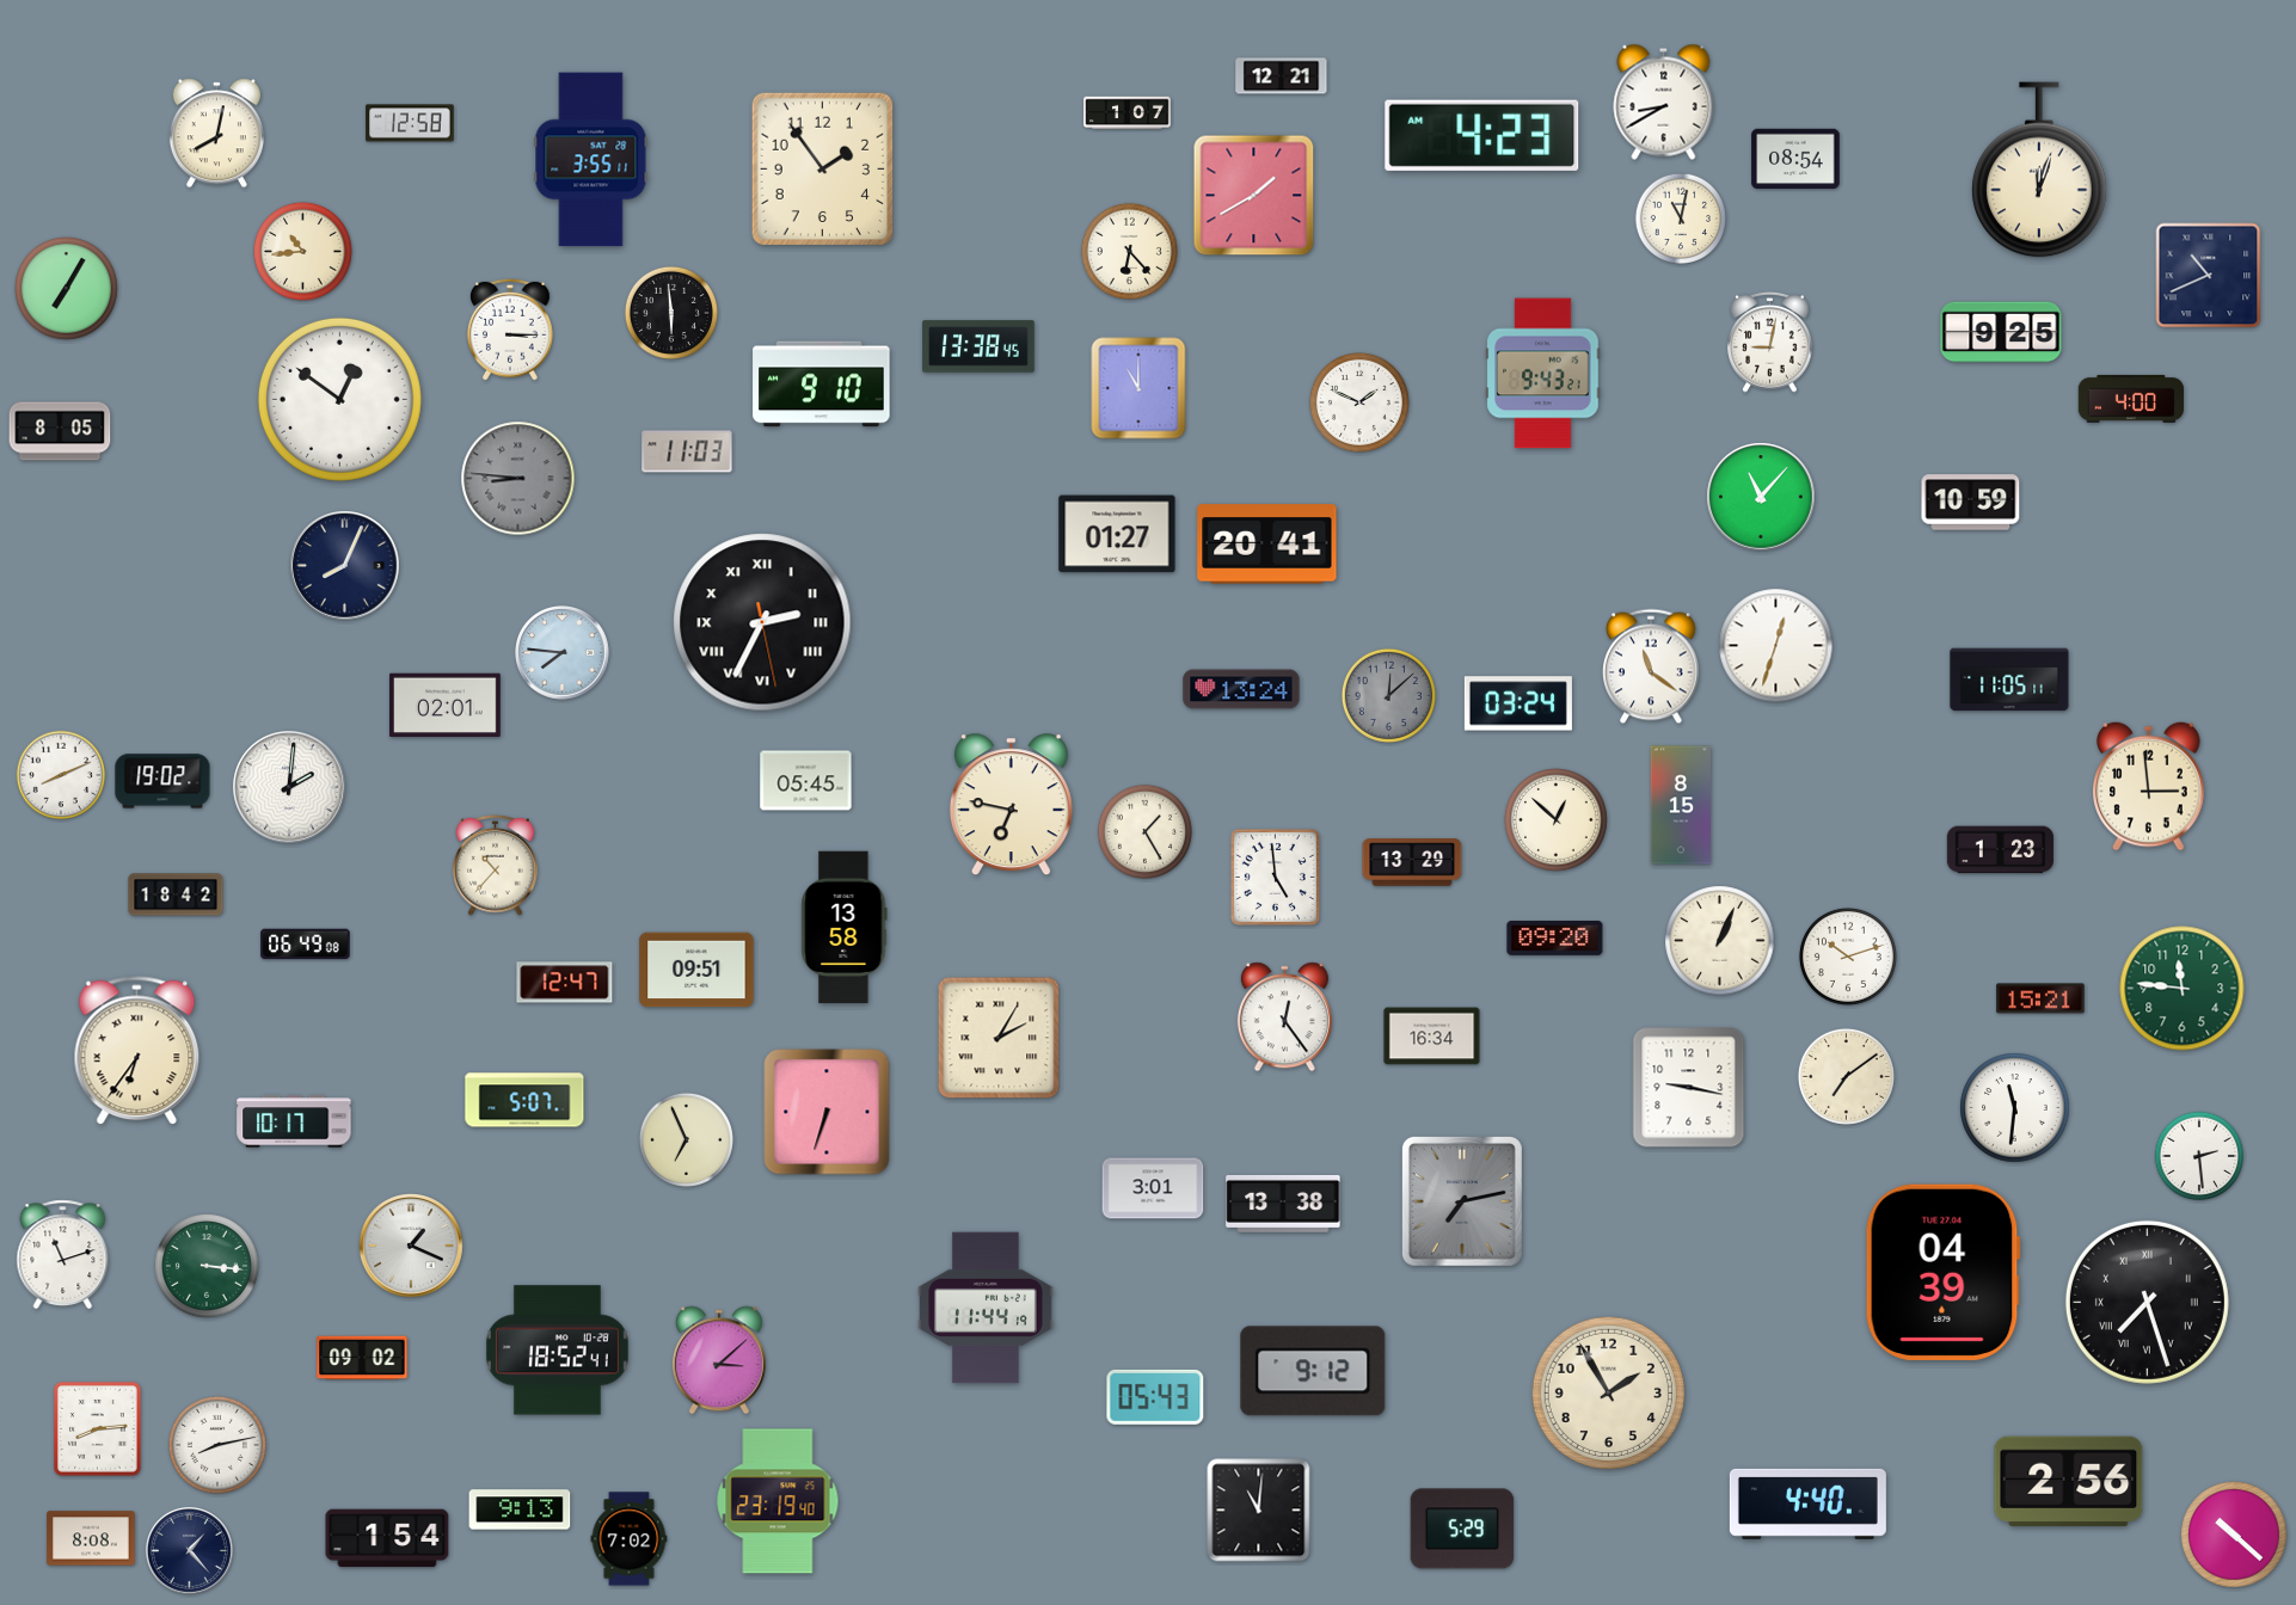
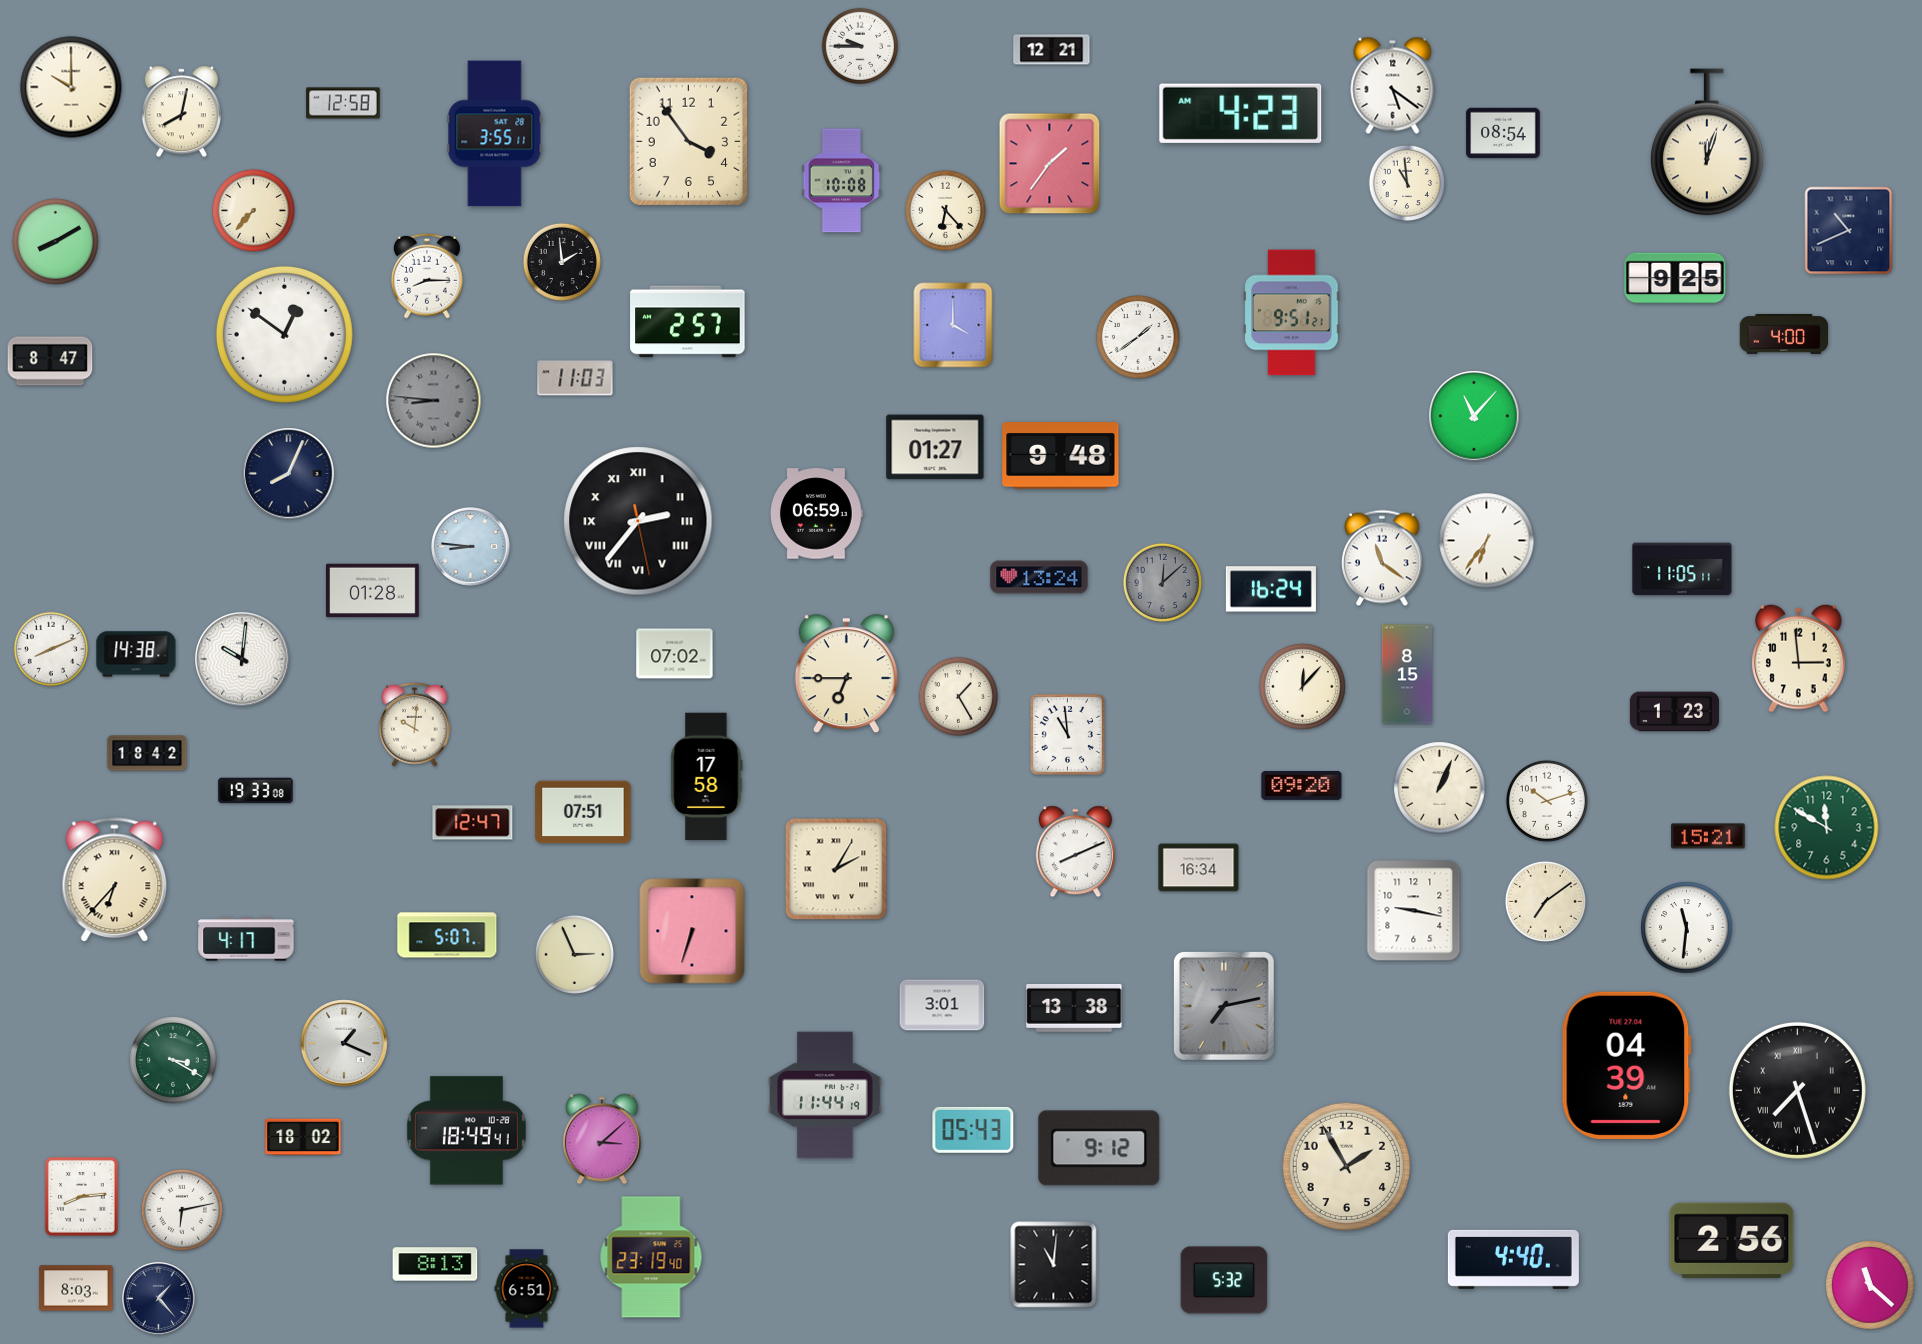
clock at (859, 45): none -> 9:45
clock at (1282, 76) position: (1282, 76) -> (1052, 50)
clock at (1664, 102): 8:40 -> 5:21
clock at (71, 87): none -> 10:00
clock at (1128, 113): 1:07 -> none
clock at (823, 170): 1:54 -> 3:54
clock at (1254, 196): 1:40 -> 1:36
clock at (842, 181): none -> 10:08
clock at (1680, 217): 11:02 -> 10:59
clock at (302, 251): 10:44 -> 7:37
clock at (67, 289): 7:05 -> 8:10
clock at (671, 313): 5:59 -> 1:59
clock at (511, 330): 3:15 -> 8:15
clock at (1770, 342): 9:02 -> none
clock at (978, 346): 13:38 -> none
clock at (1543, 374): 9:43 -> 9:51
clock at (822, 385): 9:10 -> 2:57
clock at (1138, 388): 11:00 -> 4:00
clock at (1359, 402): 1:49 -> 1:39
clock at (60, 431): 8:05 -> 8:47
clock at (1971, 503): 10:59 -> none
clock at (1267, 545): 20:41 -> 9:48
clock at (817, 514): none -> 06:59
clock at (762, 622): 2:34 -> 2:36
clock at (1776, 646): 12:33 -> 6:36
clock at (563, 653): 7:46 -> 8:46
clock at (1518, 703): 03:24 -> 16:24
clock at (446, 706): 02:01 -> 01:28
clock at (162, 781): 19:02 -> 14:38
clock at (806, 781): 05:45 -> 07:02
clock at (289, 787): 2:01 -> 10:01
clock at (1011, 805): 6:47 -> 6:45
clock at (1557, 820): 12:52 -> 12:07
clock at (1412, 862): 13:29 -> none
clock at (496, 865): 10:37 -> 10:01
clock at (1275, 877): 4:59 -> 10:59
clock at (176, 894) position: (176, 894) -> (147, 753)
clock at (845, 928): 13:58 -> 17:58
clock at (306, 945): 06:49 -> 19:33
clock at (696, 970): 09:51 -> 07:51
clock at (2183, 989): 11:46 -> 11:50
clock at (1284, 1017): 12:24 -> 8:11
clock at (137, 1051): 6:36 -> 6:37
clock at (524, 1100) position: (524, 1100) -> (447, 935)
clock at (294, 1121): 10:17 -> 4:17
clock at (686, 1139): 6:56 -> 2:56
clock at (2199, 1156): 2:29 -> none
clock at (1153, 1188) position: (1153, 1188) -> (942, 1005)
clock at (63, 1255): 11:12 -> none
clock at (207, 1266): 3:16 -> 3:20
clock at (557, 1351): 18:52 -> 18:49
clock at (362, 1358): 09:02 -> 18:02
clock at (1155, 1397) position: (1155, 1397) -> (973, 1130)
clock at (217, 1445): 8:13 -> 6:13
clock at (520, 1509): 9:13 -> 8:13
clock at (1462, 1529): 5:29 -> 5:32
clock at (2234, 1535): 10:22 -> 11:22
clock at (91, 1538): 8:08 -> 8:03
clock at (387, 1538): 1:54 -> none
clock at (630, 1539): 7:02 -> 6:51
